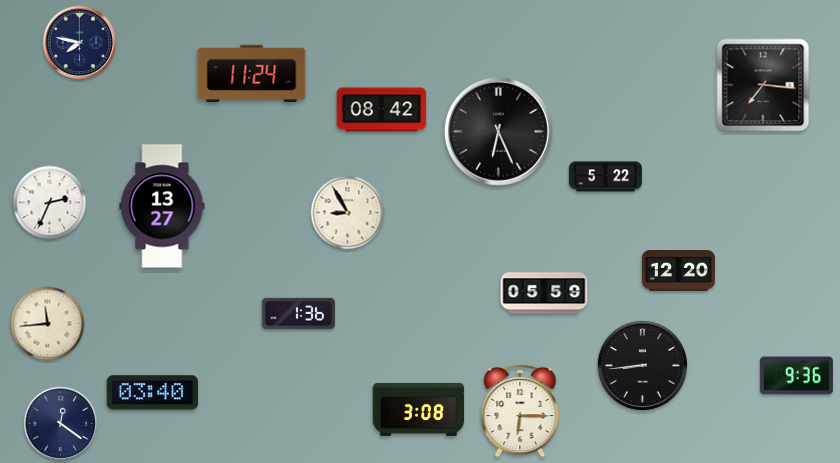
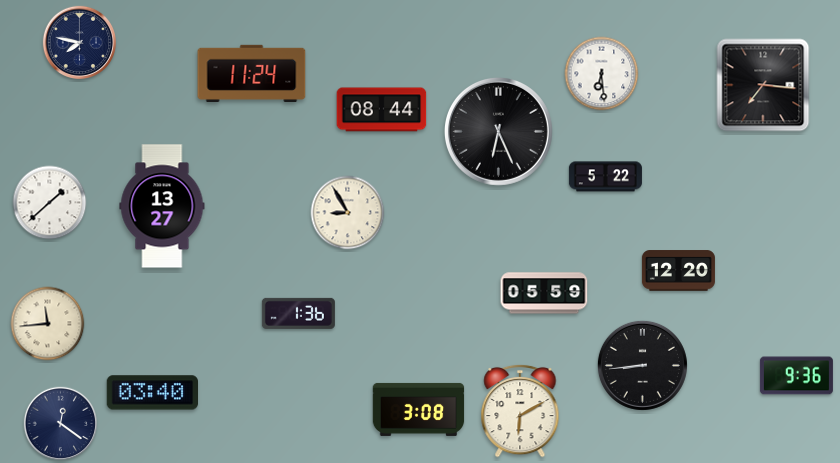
clock at (602, 74): none -> 6:29
clock at (382, 110): 08:42 -> 08:44
clock at (50, 203): 2:34 -> 1:38
clock at (520, 411): 6:15 -> 6:10
